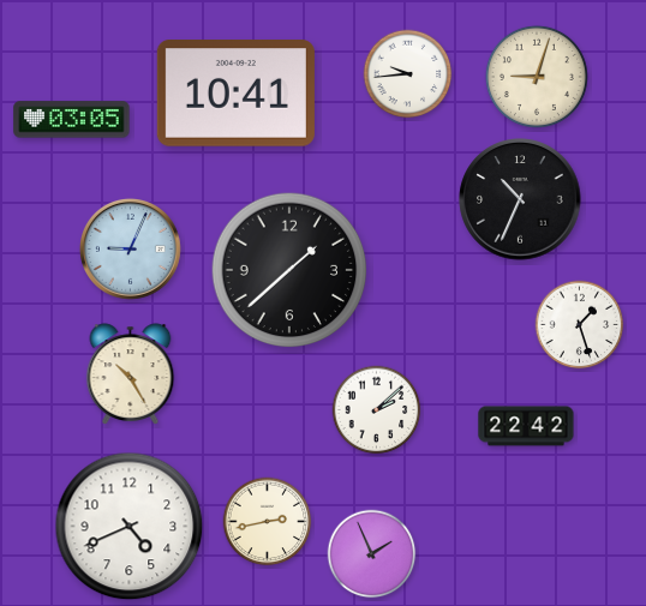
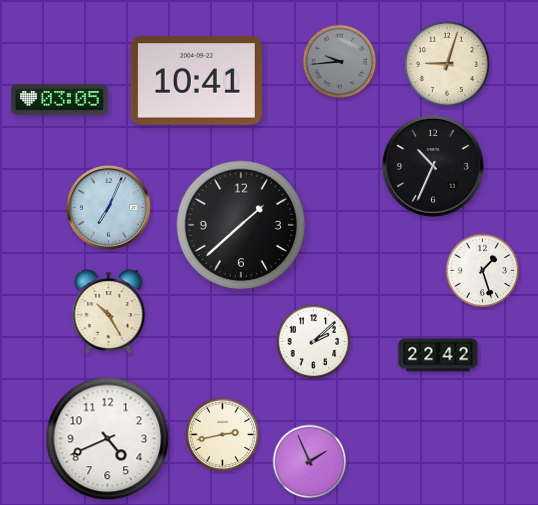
clock at (408, 74) dial: white -> grey
clock at (235, 94) position: (235, 94) -> (196, 81)
clock at (130, 248): 9:04 -> 7:04
